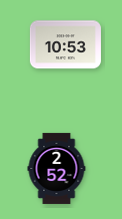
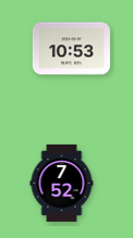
clock at (57, 168): 2:52 -> 7:52
